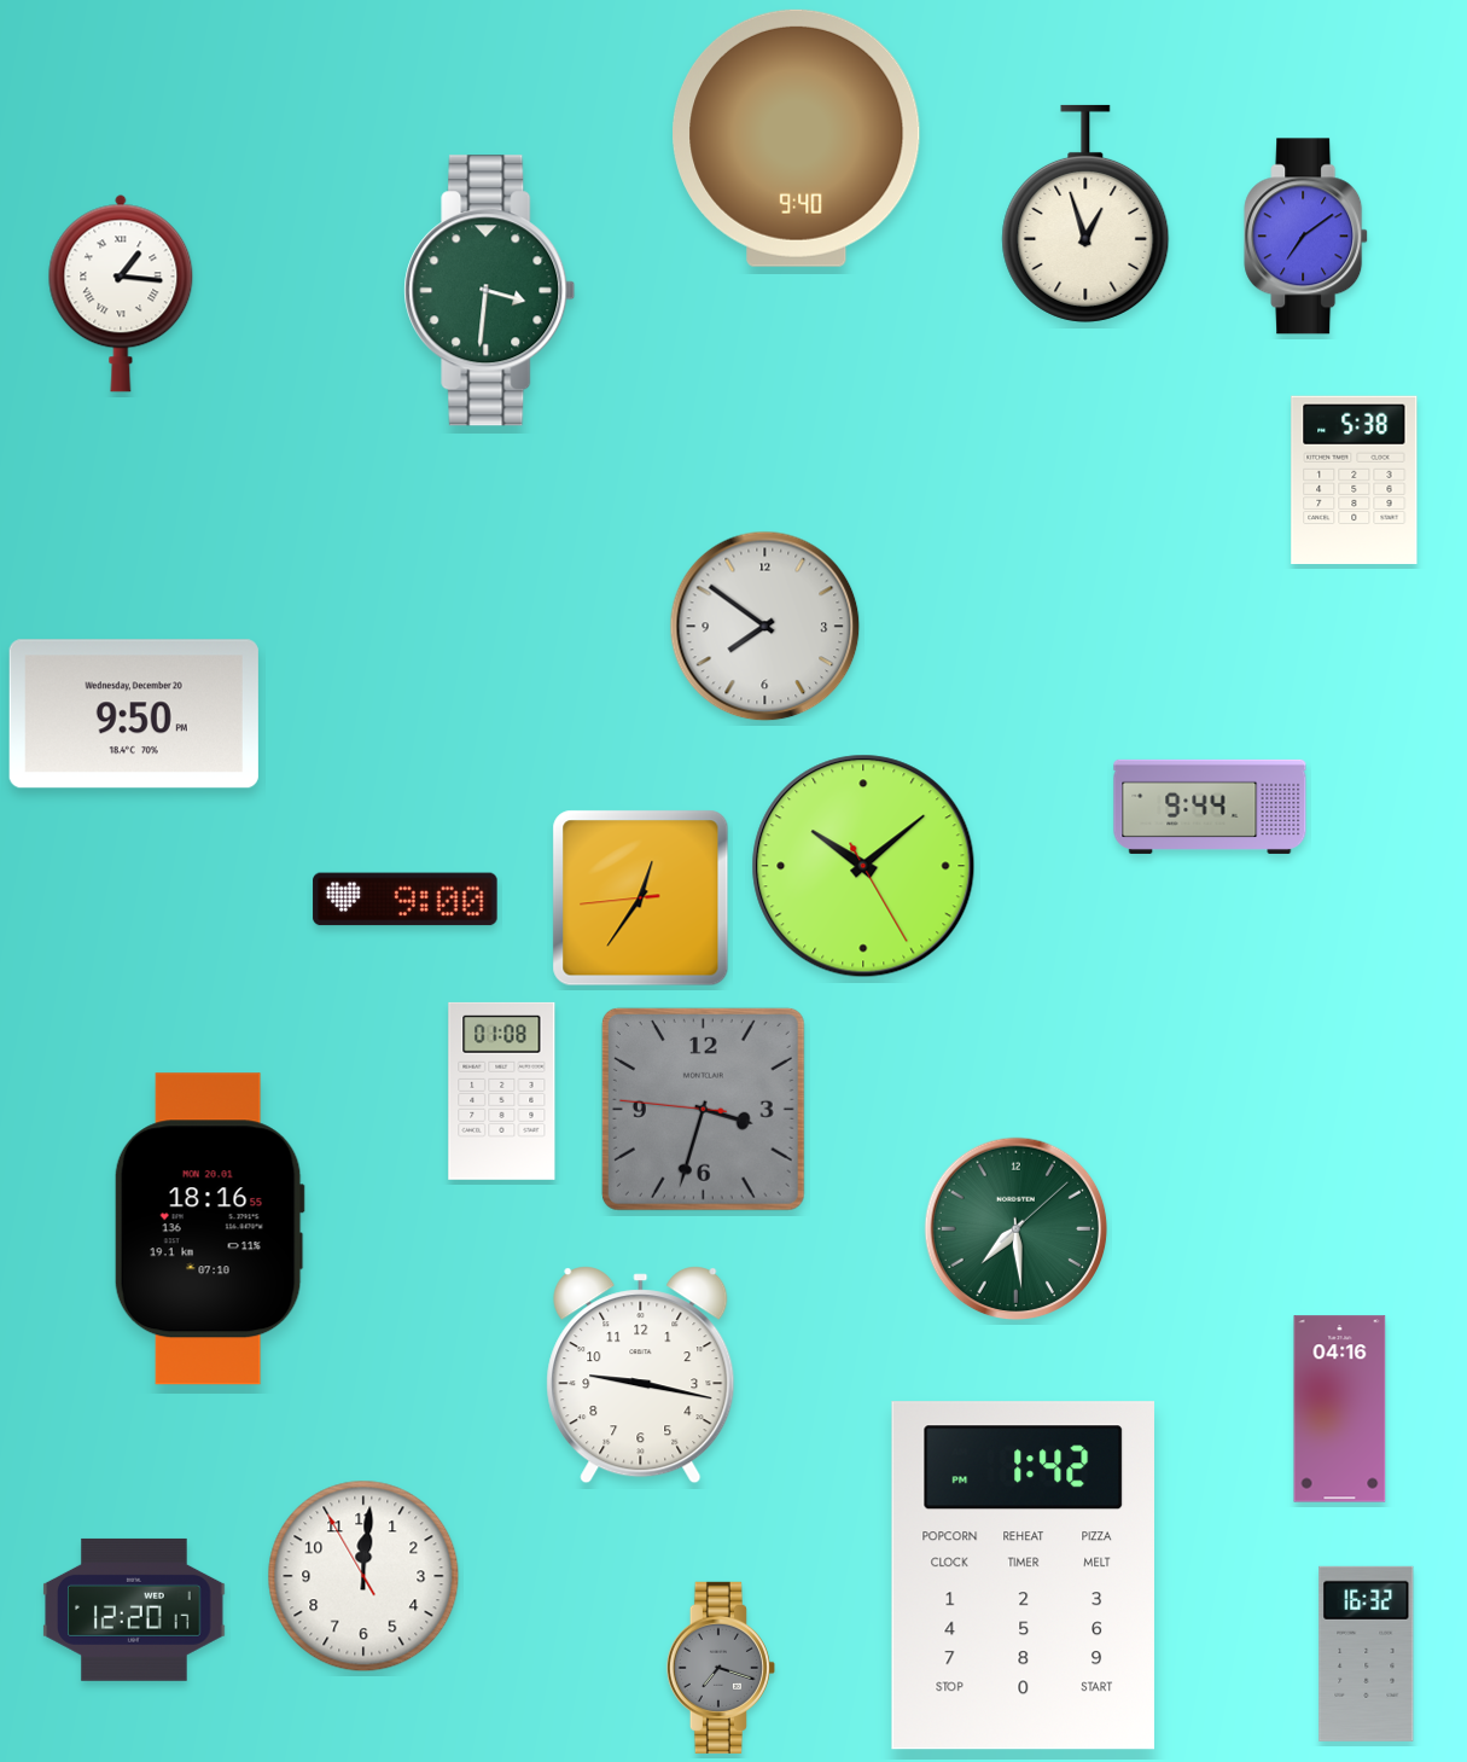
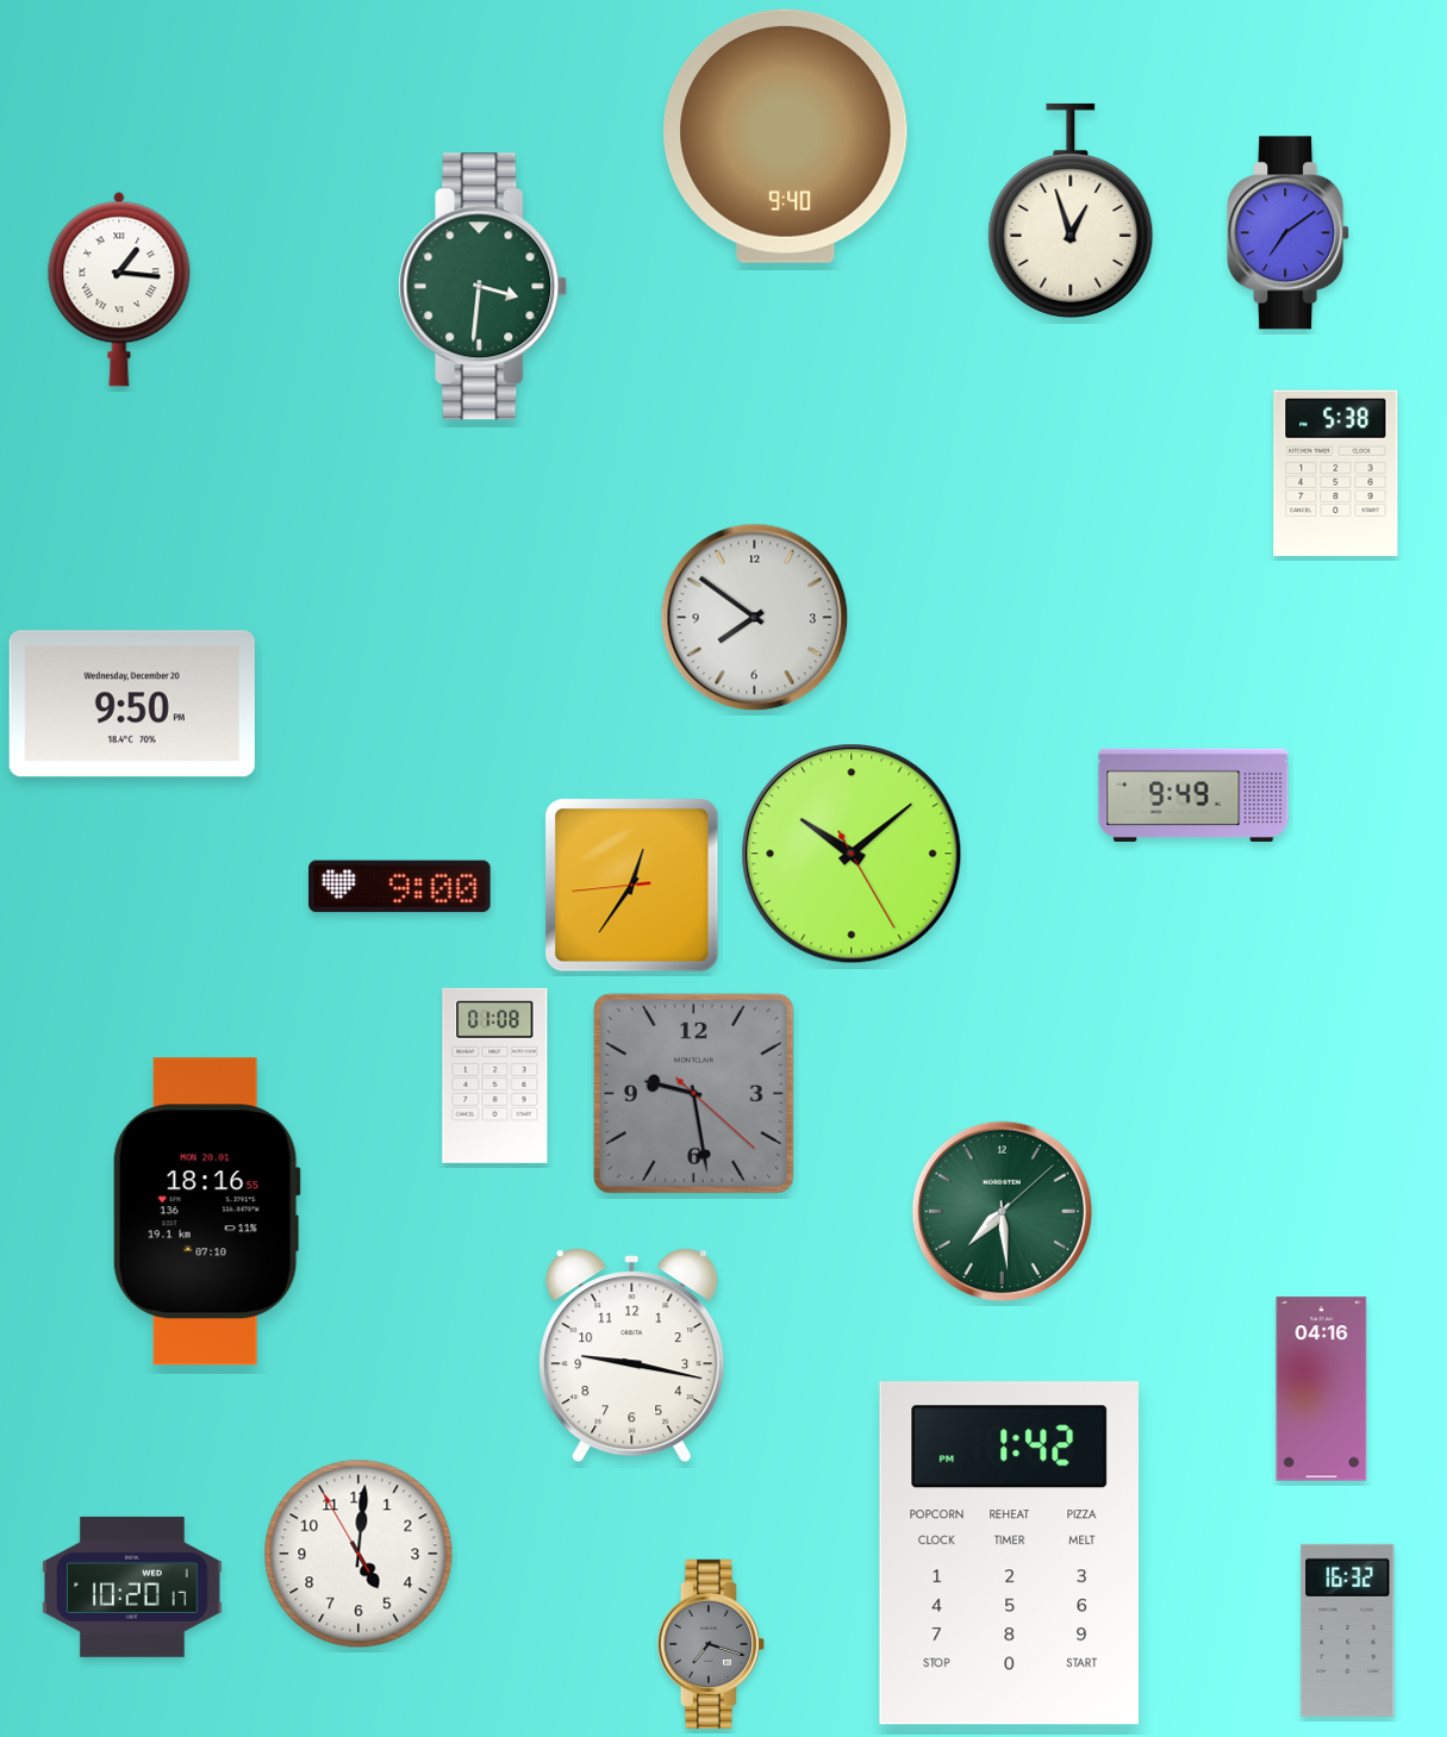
clock at (1210, 807): 9:44 -> 9:49
clock at (703, 1109): 3:32 -> 9:28
clock at (363, 1576): 12:00 -> 5:00
clock at (134, 1610): 12:20 -> 10:20
